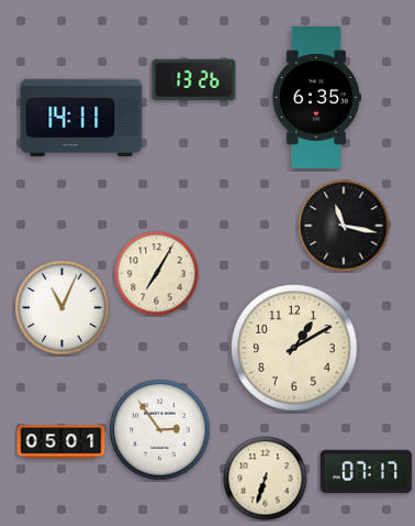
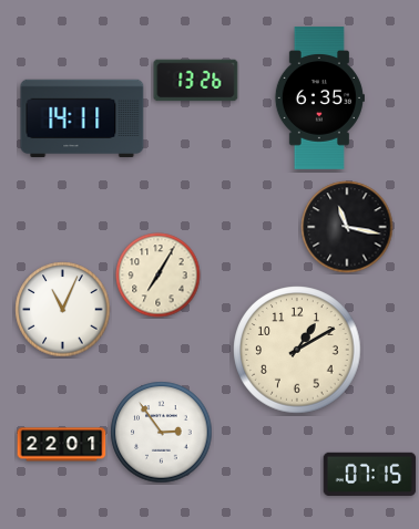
clock at (61, 442): 05:01 -> 22:01
clock at (367, 472): 07:17 -> 07:15
clock at (266, 479): 6:33 -> none
